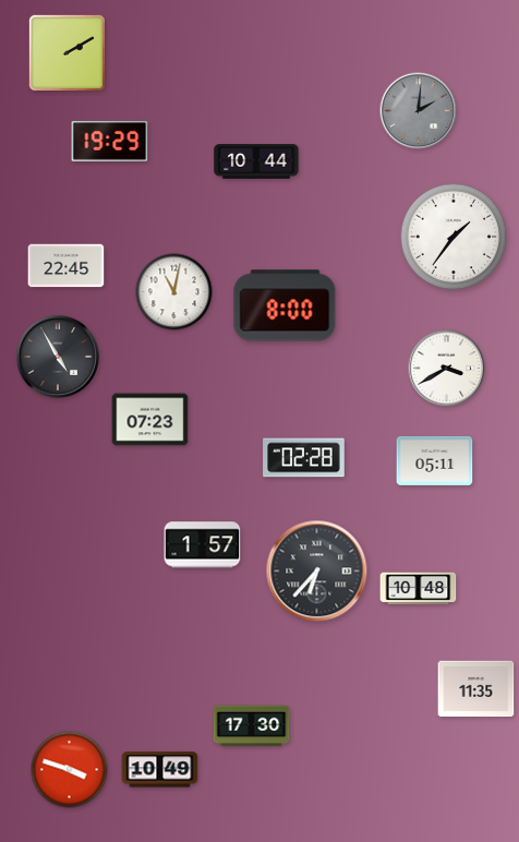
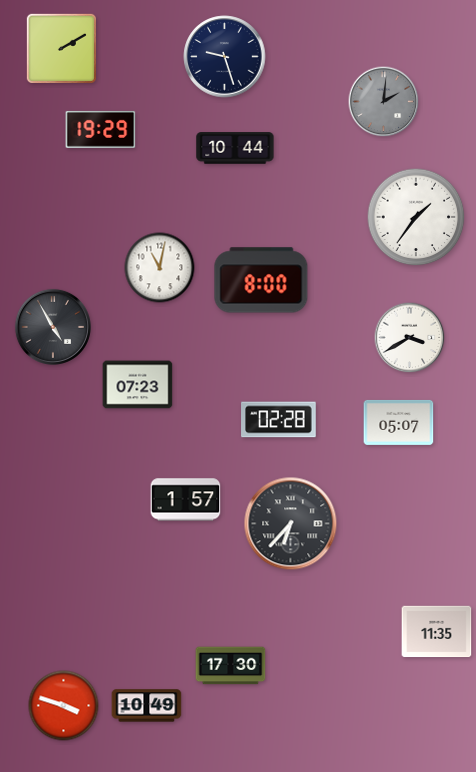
clock at (225, 57): none -> 9:27
clock at (67, 266): 22:45 -> none
clock at (435, 460): 05:11 -> 05:07
clock at (419, 589): 10:48 -> none
